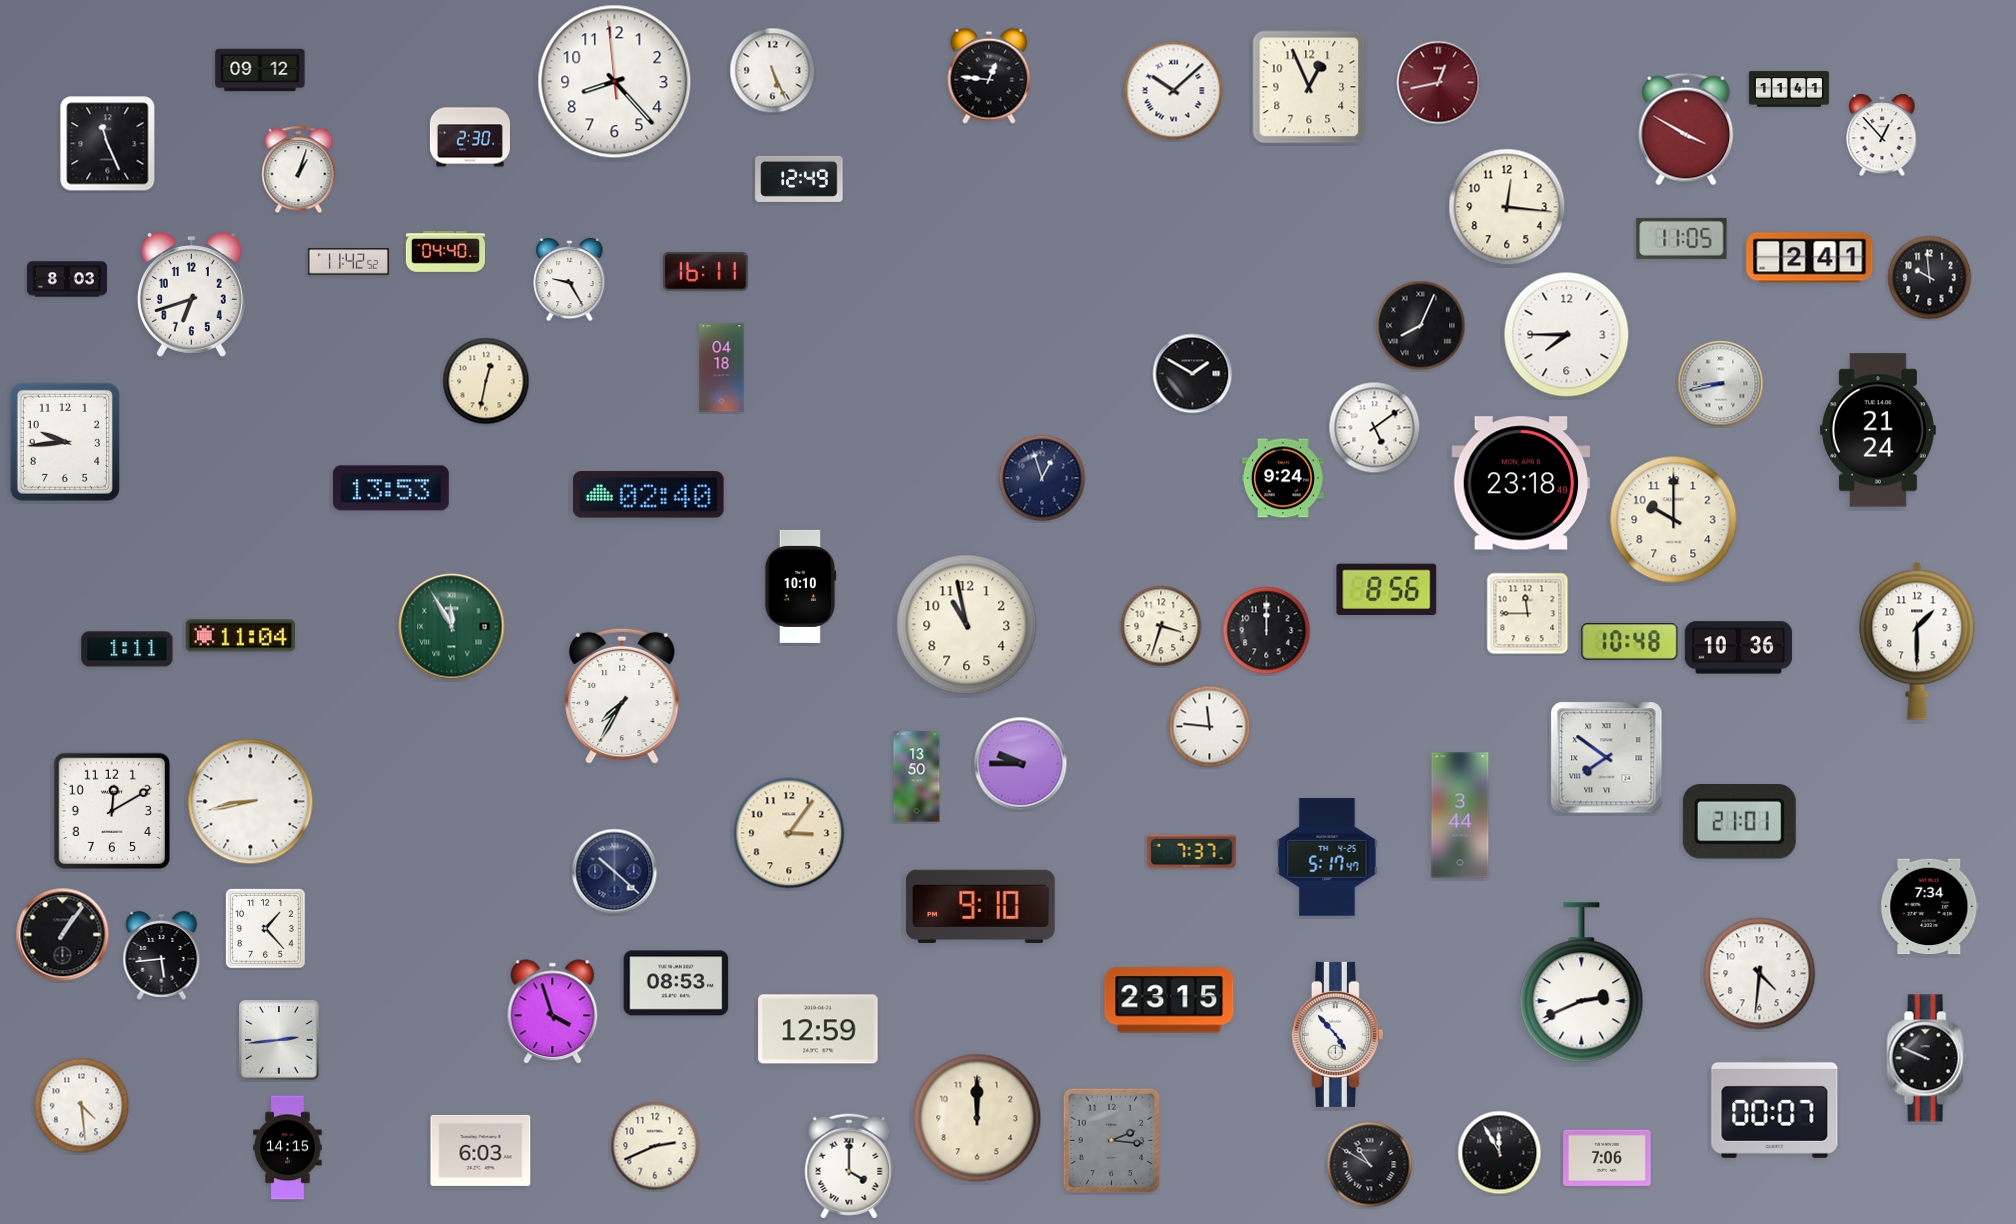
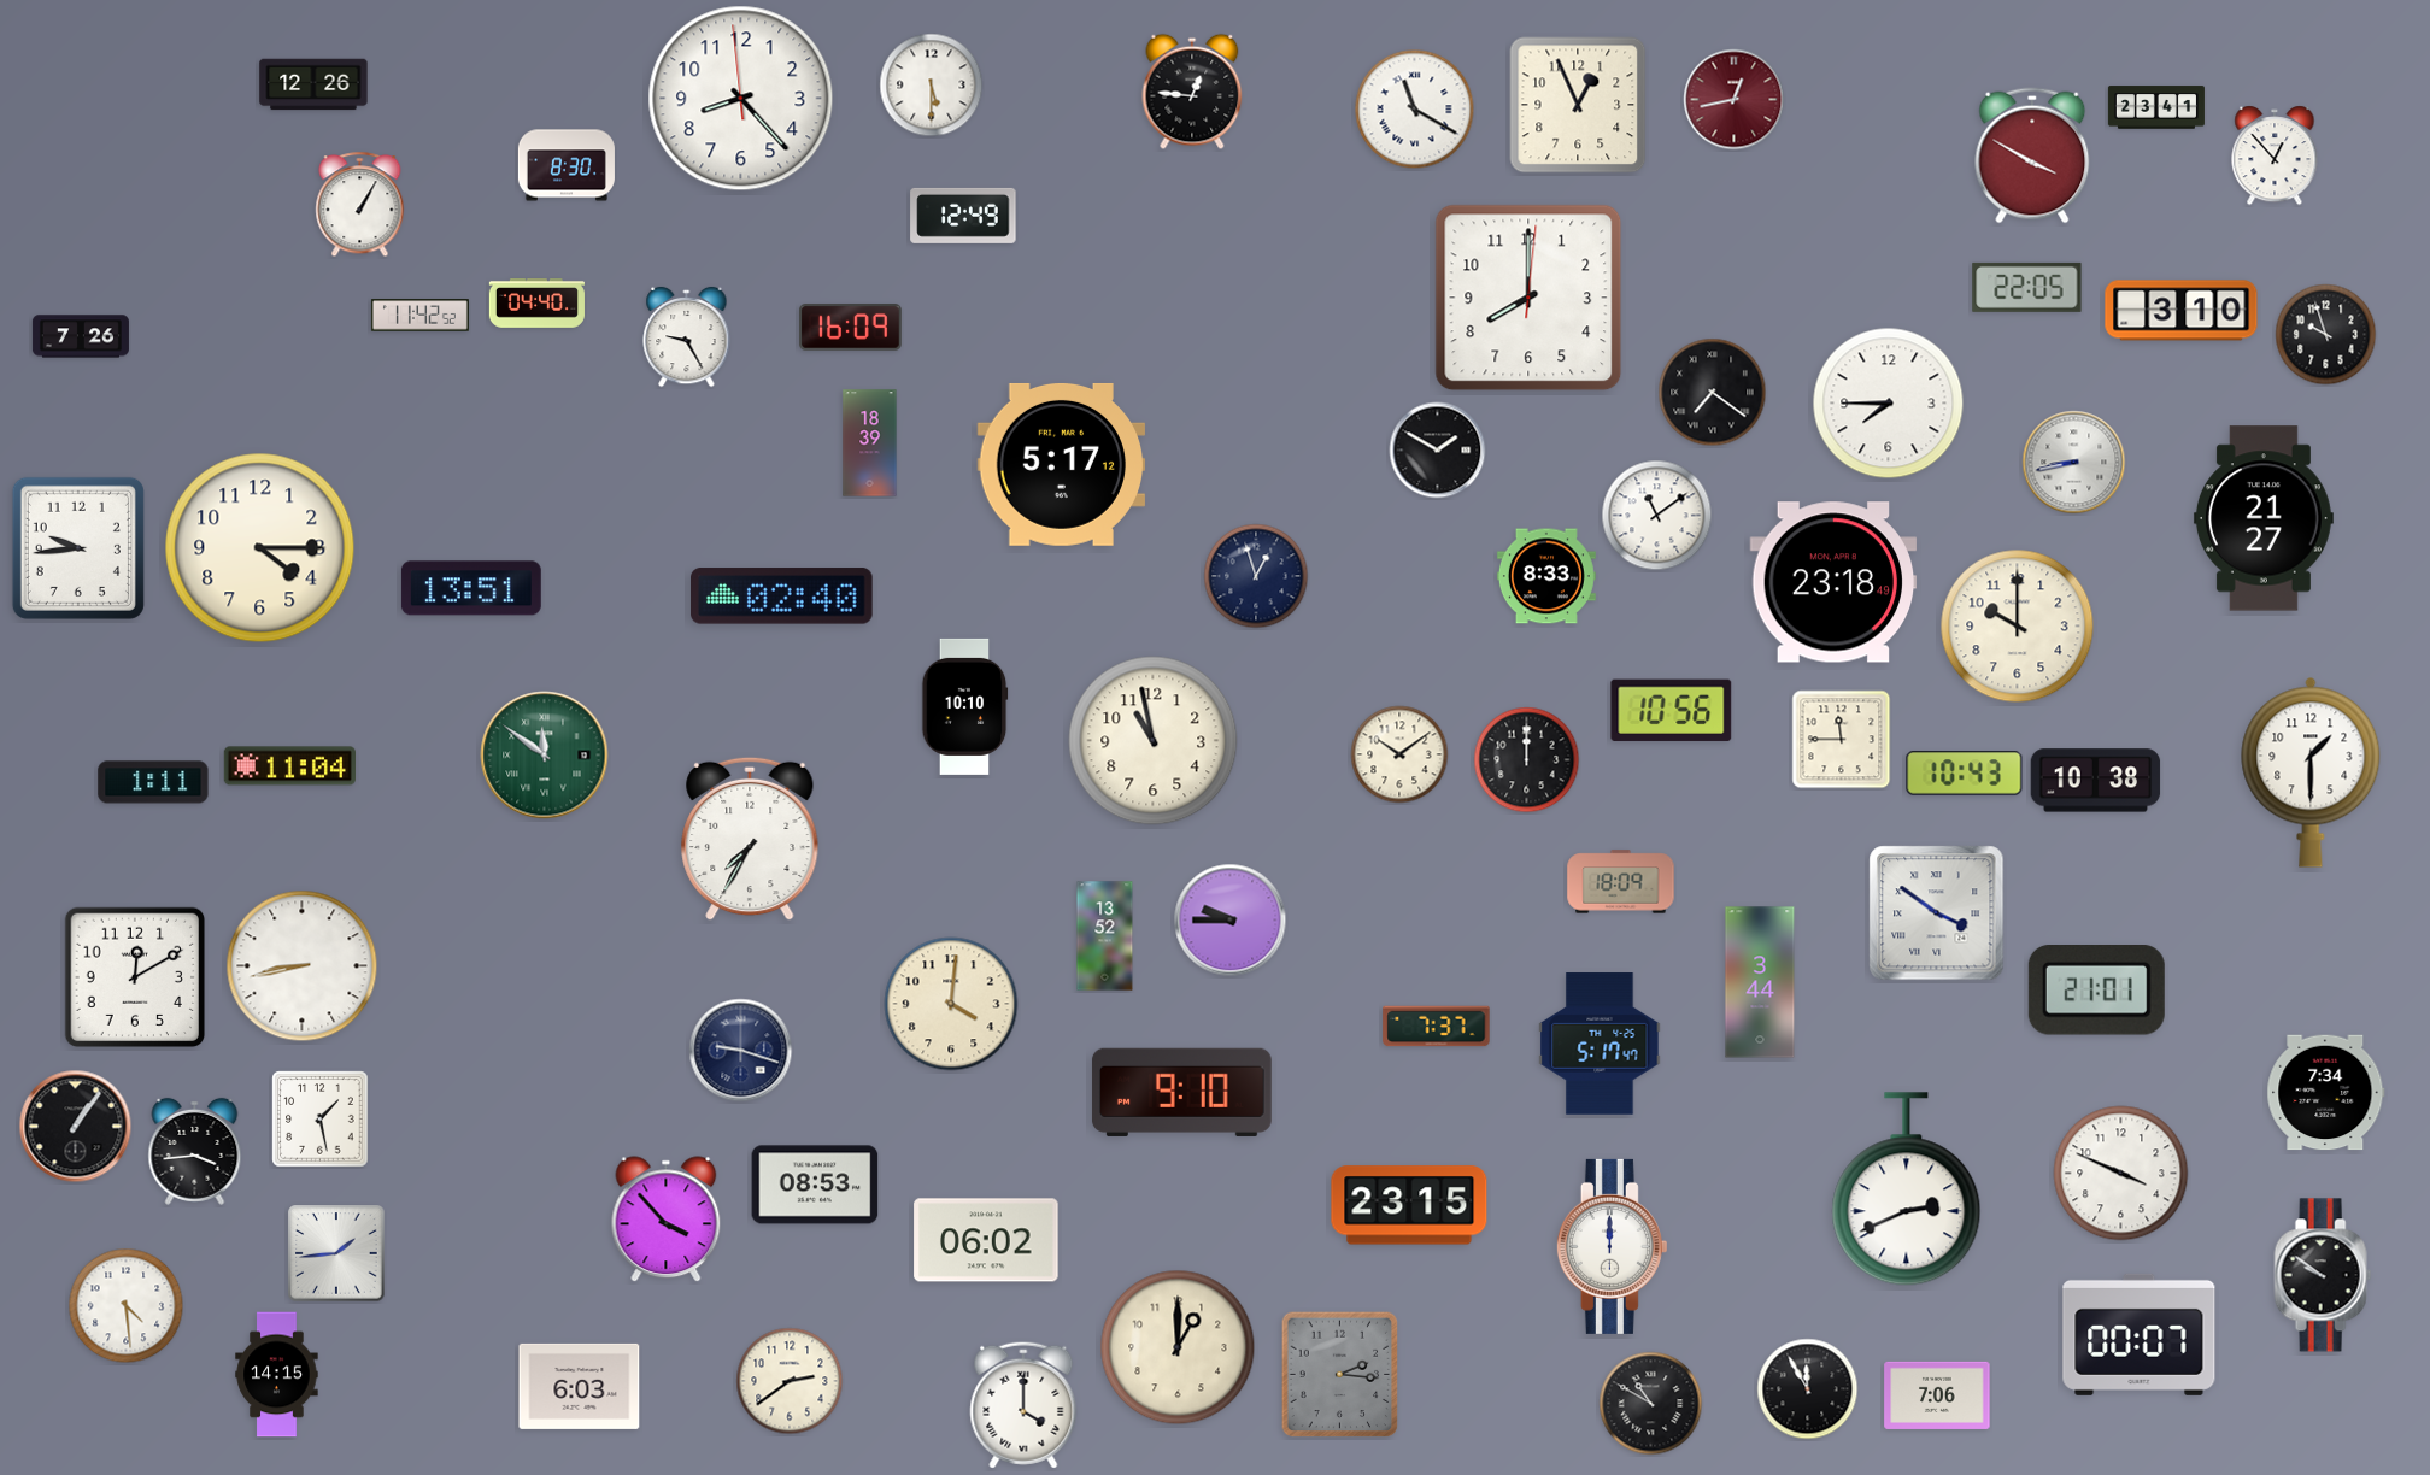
clock at (260, 70): 09:12 -> 12:26
clock at (773, 71): 5:26 -> 5:30
clock at (1789, 89): 11:41 -> 23:41
clock at (1174, 91): 10:08 -> 11:20
clock at (1882, 135) position: (1882, 135) -> (2275, 155)
clock at (470, 137): 2:30 -> 8:30
clock at (108, 144): 11:26 -> none
clock at (299, 170): 1:03 -> 1:05
clock at (1507, 207): 12:16 -> none
clock at (1682, 238): 11:05 -> 22:05
clock at (1528, 298): none -> 8:00
clock at (1810, 258): 2:41 -> 3:10
clock at (706, 272): 16:11 -> 16:09
clock at (1930, 278): 9:59 -> 9:57
clock at (67, 279): 8:03 -> 7:26
clock at (191, 295): 6:42 -> none
clock at (1421, 326): 8:04 -> 7:21
clock at (722, 368): 04:18 -> 18:39
clock at (486, 381): 12:32 -> none
clock at (1062, 464): none -> 5:17
clock at (1375, 428): 5:09 -> 11:09
clock at (1878, 430): 21:24 -> 21:27
clock at (65, 442) position: (65, 442) -> (78, 548)
clock at (260, 548): none -> 4:15
clock at (1283, 478): 9:24 -> 8:33
clock at (391, 488): 13:53 -> 13:51
clock at (1387, 589): 8:56 -> 10:56
clock at (967, 625) position: (967, 625) -> (1154, 741)
clock at (1161, 626): 3:33 -> 10:09
clock at (452, 627): 11:55 -> 11:51
clock at (1630, 642): 10:48 -> 10:43
clock at (1739, 648): 10:36 -> 10:38
clock at (1210, 727): 11:46 -> none
clock at (1621, 882): none -> 18:09
clock at (1607, 758): 7:51 -> 3:51
clock at (917, 777): 13:50 -> 13:52
clock at (789, 833): 3:06 -> 4:01
clock at (1327, 857) position: (1327, 857) -> (1600, 1044)
clock at (615, 872): 10:22 -> 9:18
clock at (266, 929): 1:23 -> 1:28
clock at (162, 955): 5:44 -> 3:44
clock at (1760, 974): 4:31 -> 3:49
clock at (1582, 983) position: (1582, 983) -> (1907, 1189)
clock at (553, 1012): 3:57 -> 3:53
clock at (818, 1029): 12:59 -> 06:02
clock at (1337, 1034): 4:53 -> 12:00
clock at (279, 1040): 2:44 -> 1:44
clock at (1927, 1058): 9:49 -> 9:51
clock at (82, 1106) position: (82, 1106) -> (127, 1306)
clock at (977, 1118): 12:00 -> 1:00
clock at (655, 1146): 2:41 -> 2:39
clock at (288, 1148) position: (288, 1148) -> (277, 1375)
